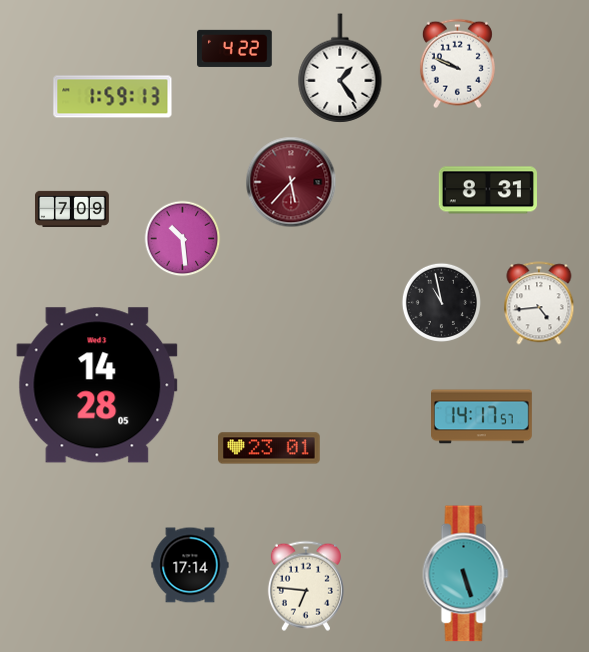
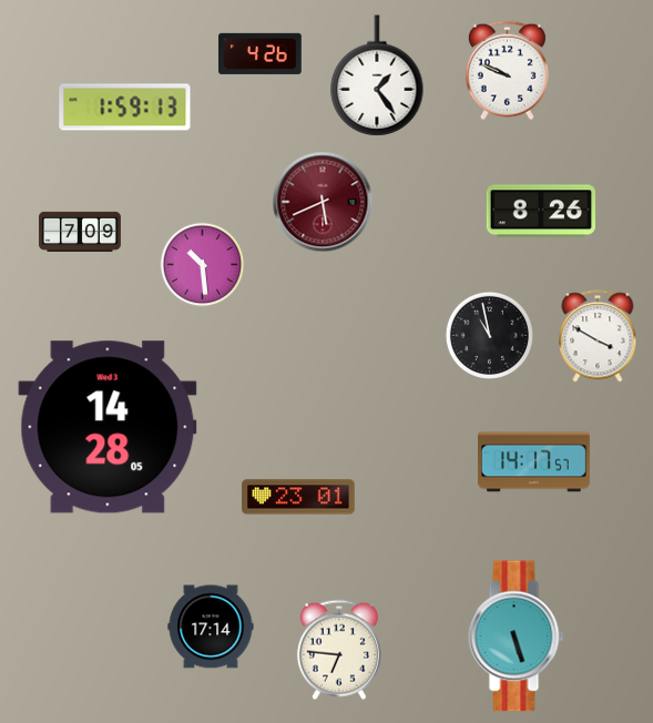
clock at (235, 48): 4:22 -> 4:26
clock at (291, 182): 5:37 -> 5:41
clock at (487, 190): 8:31 -> 8:26
clock at (539, 303): 4:44 -> 3:50
